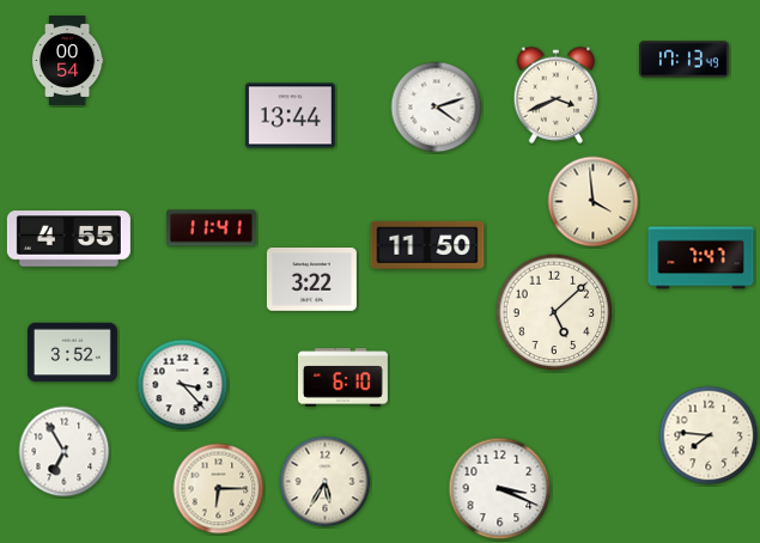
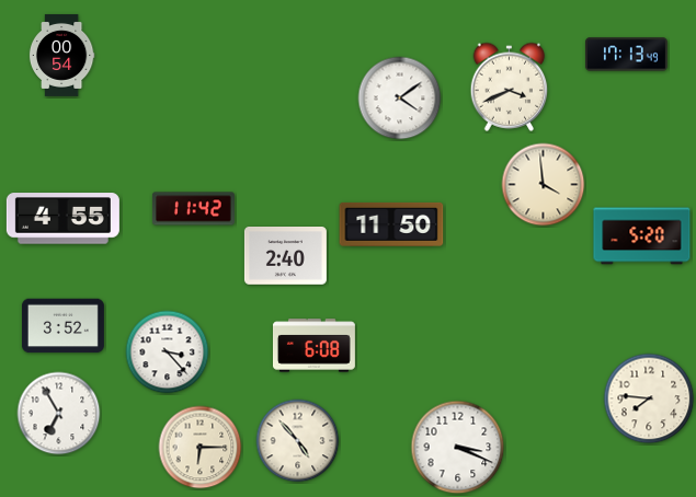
clock at (437, 108): 4:12 -> 4:09
clock at (290, 116): 13:44 -> none
clock at (211, 228): 11:41 -> 11:42
clock at (701, 258): 7:47 -> 5:20
clock at (311, 280): 3:22 -> 2:40
clock at (554, 312): 5:08 -> none
clock at (72, 353) position: (72, 353) -> (62, 326)
clock at (342, 378): 6:10 -> 6:08
clock at (326, 482): 5:35 -> 4:53
